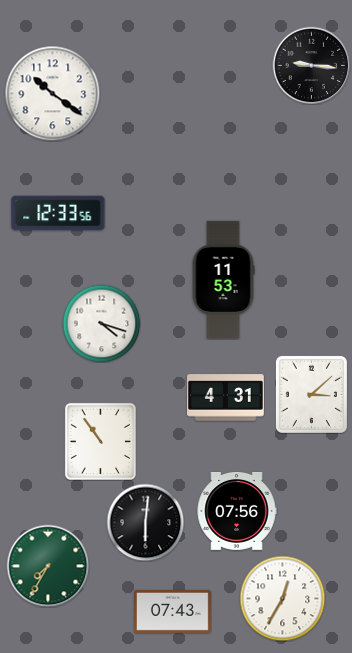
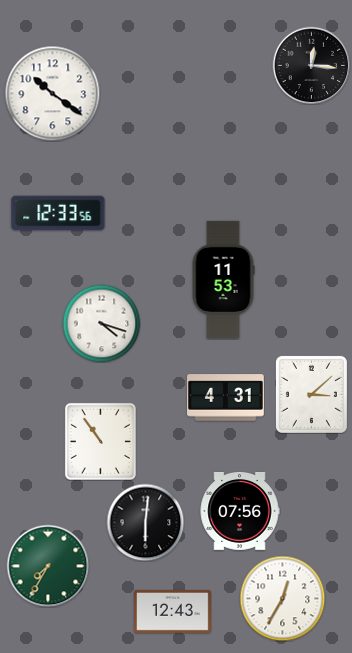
clock at (311, 65): 9:16 -> 12:16
clock at (237, 512) position: (237, 512) -> (240, 512)
clock at (173, 611): 07:43 -> 12:43
